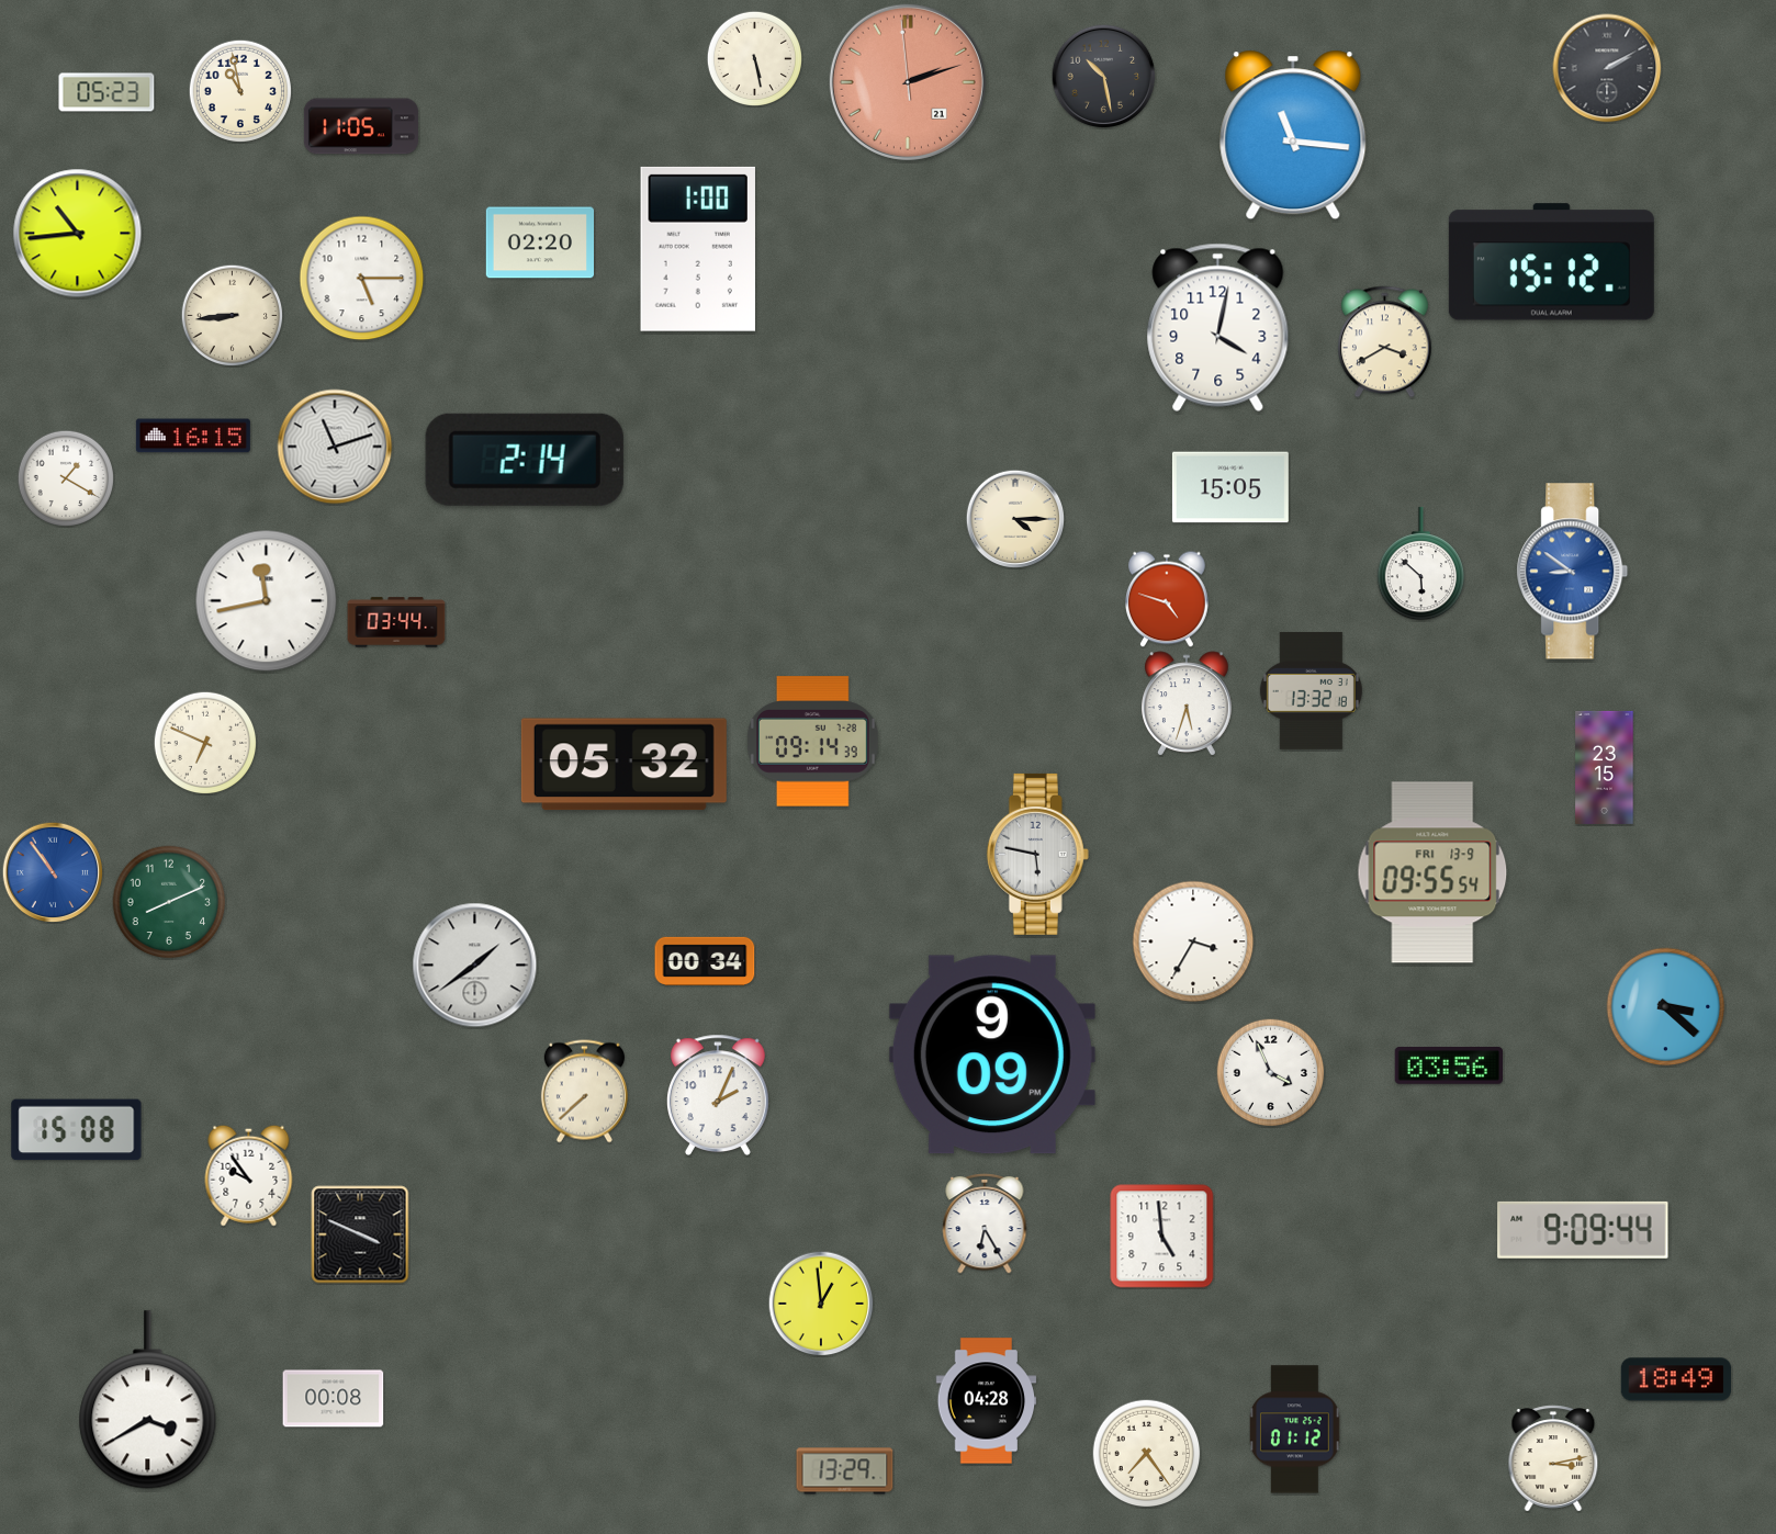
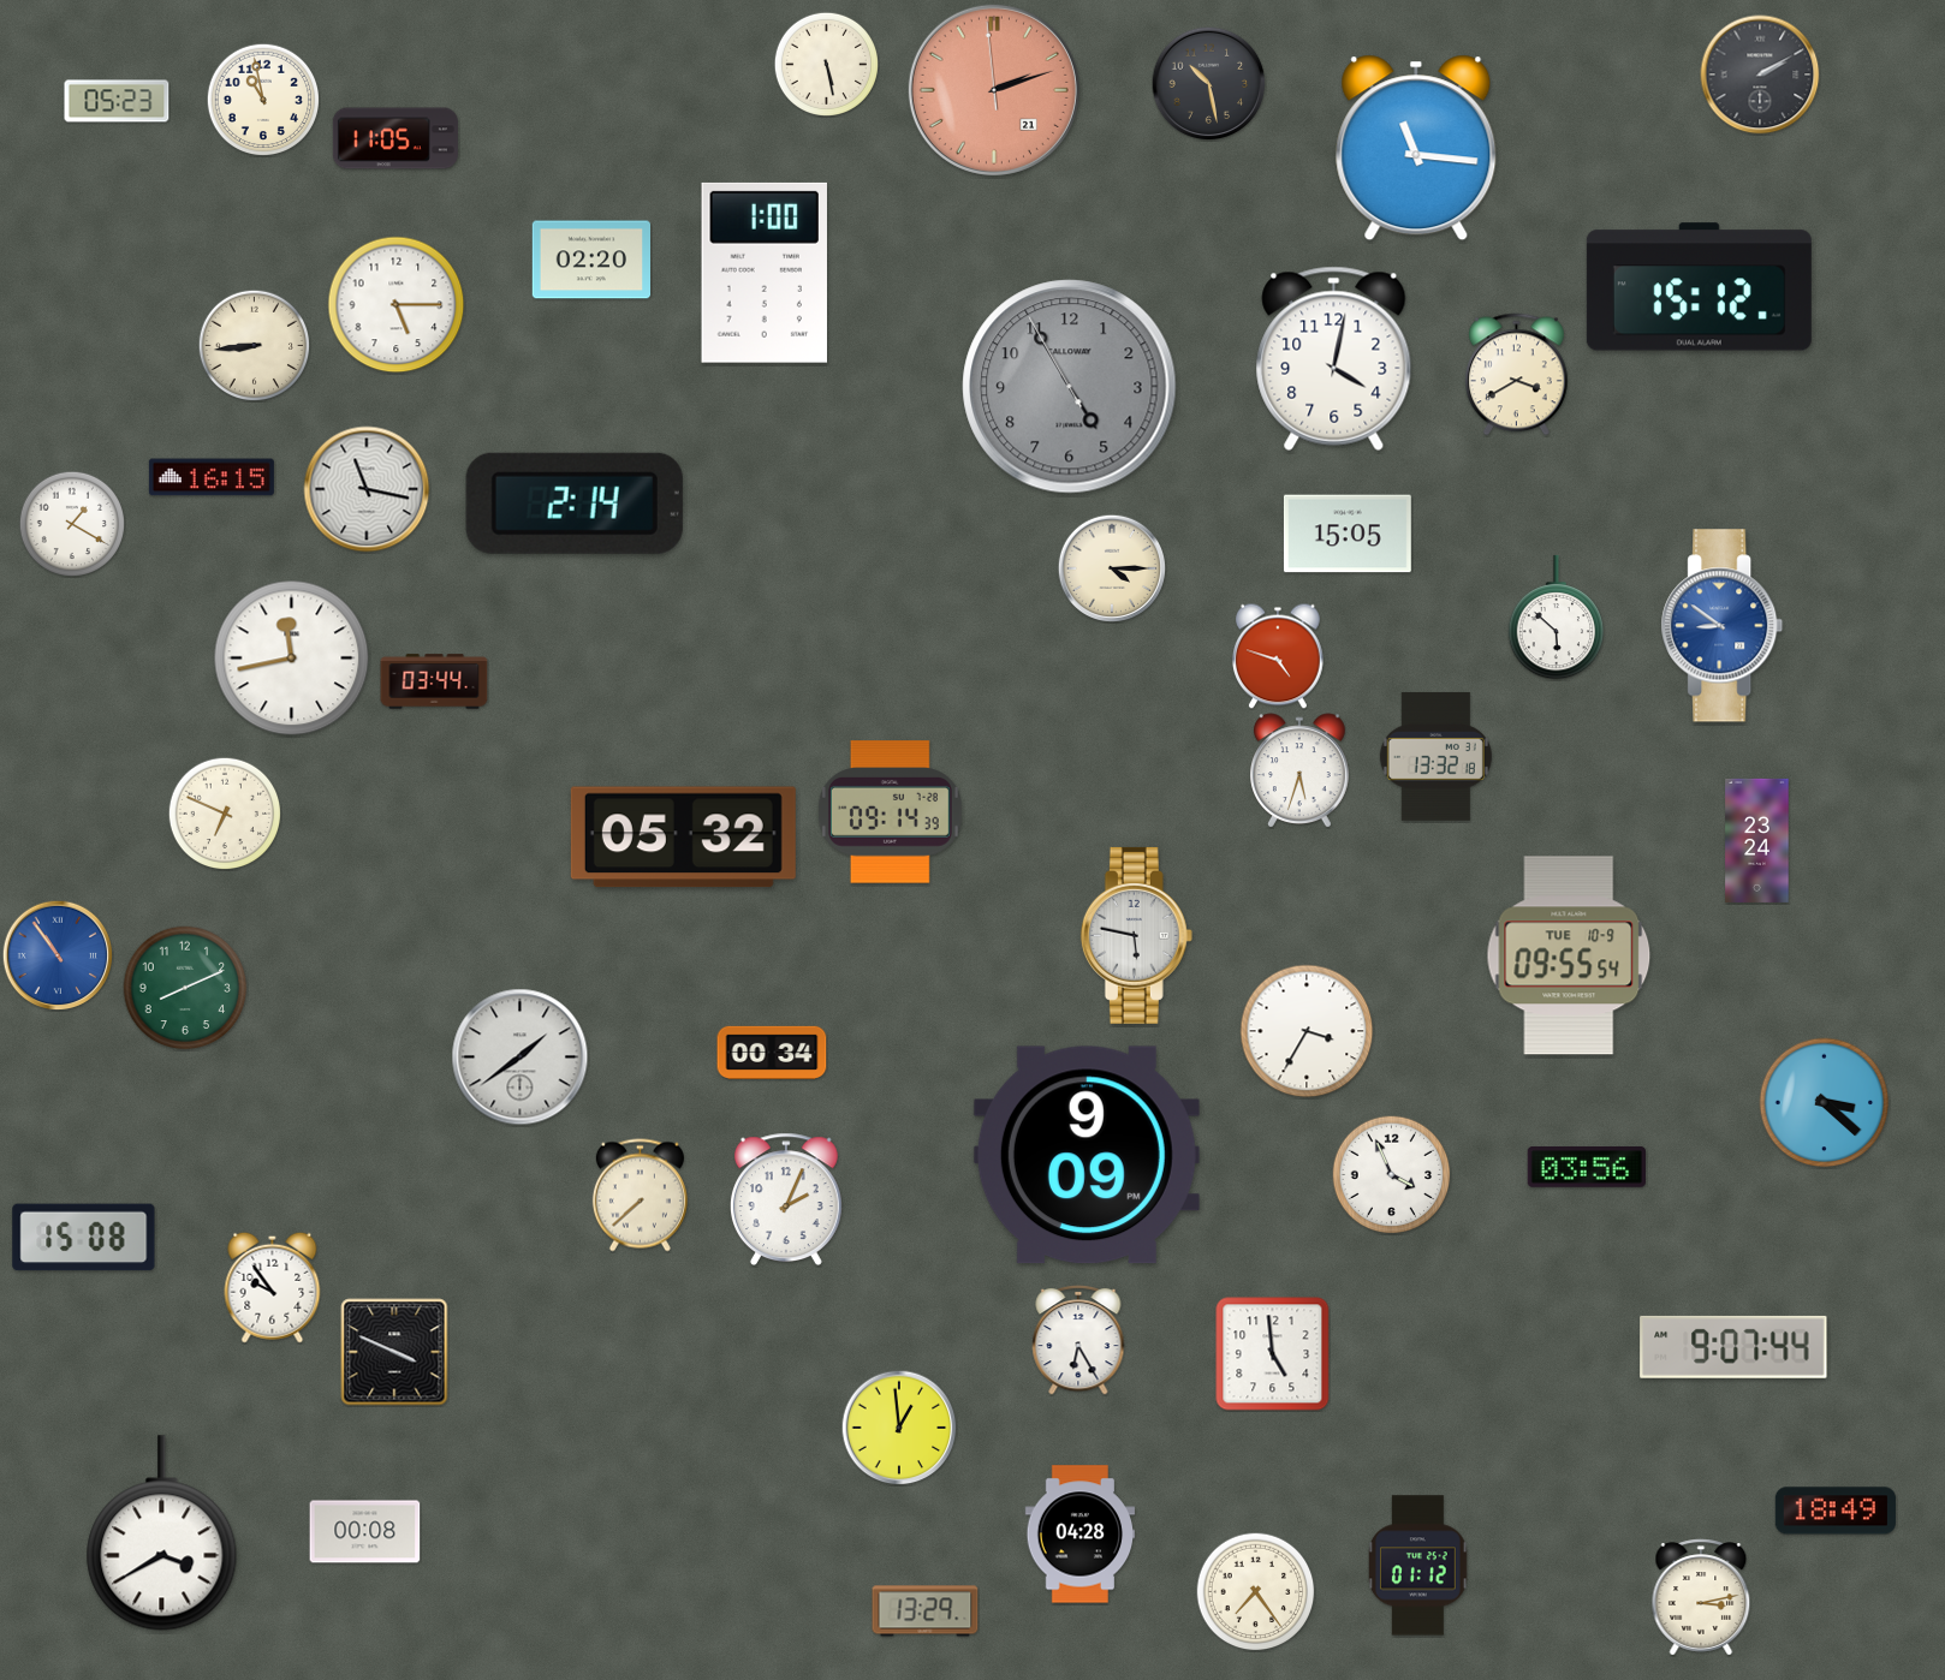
clock at (78, 234): 10:44 -> none
clock at (539, 242) position: (539, 242) -> (590, 260)
clock at (1070, 387): none -> 4:54
clock at (335, 447): 11:12 -> 11:17
clock at (1605, 767): 23:15 -> 23:24
clock at (1432, 872) date: FRI 13-9 -> TUE 10-9
clock at (1583, 1230): 9:09 -> 9:07
